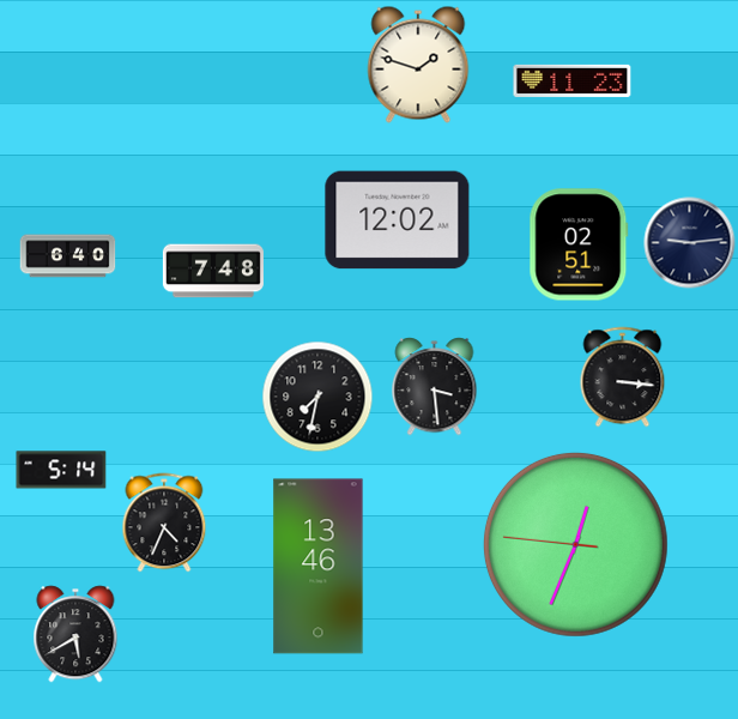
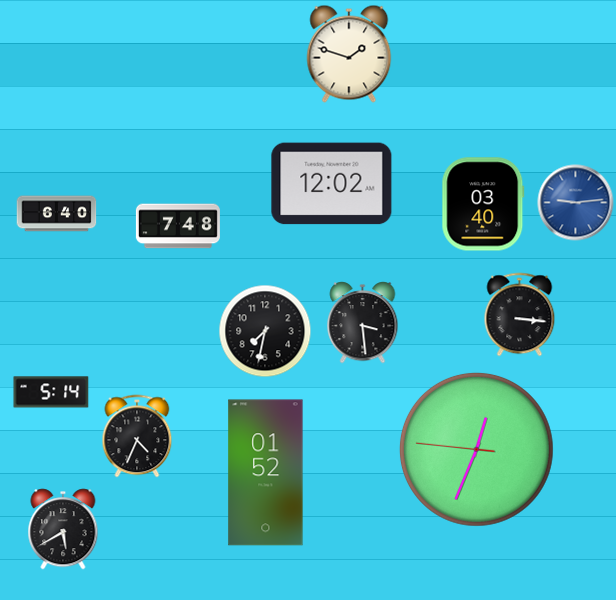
clock at (573, 80): 11:23 -> none
clock at (690, 243) dial: navy -> blue
clock at (579, 244): 02:51 -> 03:40
clock at (575, 544) position: (575, 544) -> (476, 449)
clock at (319, 567): 13:46 -> 01:52
